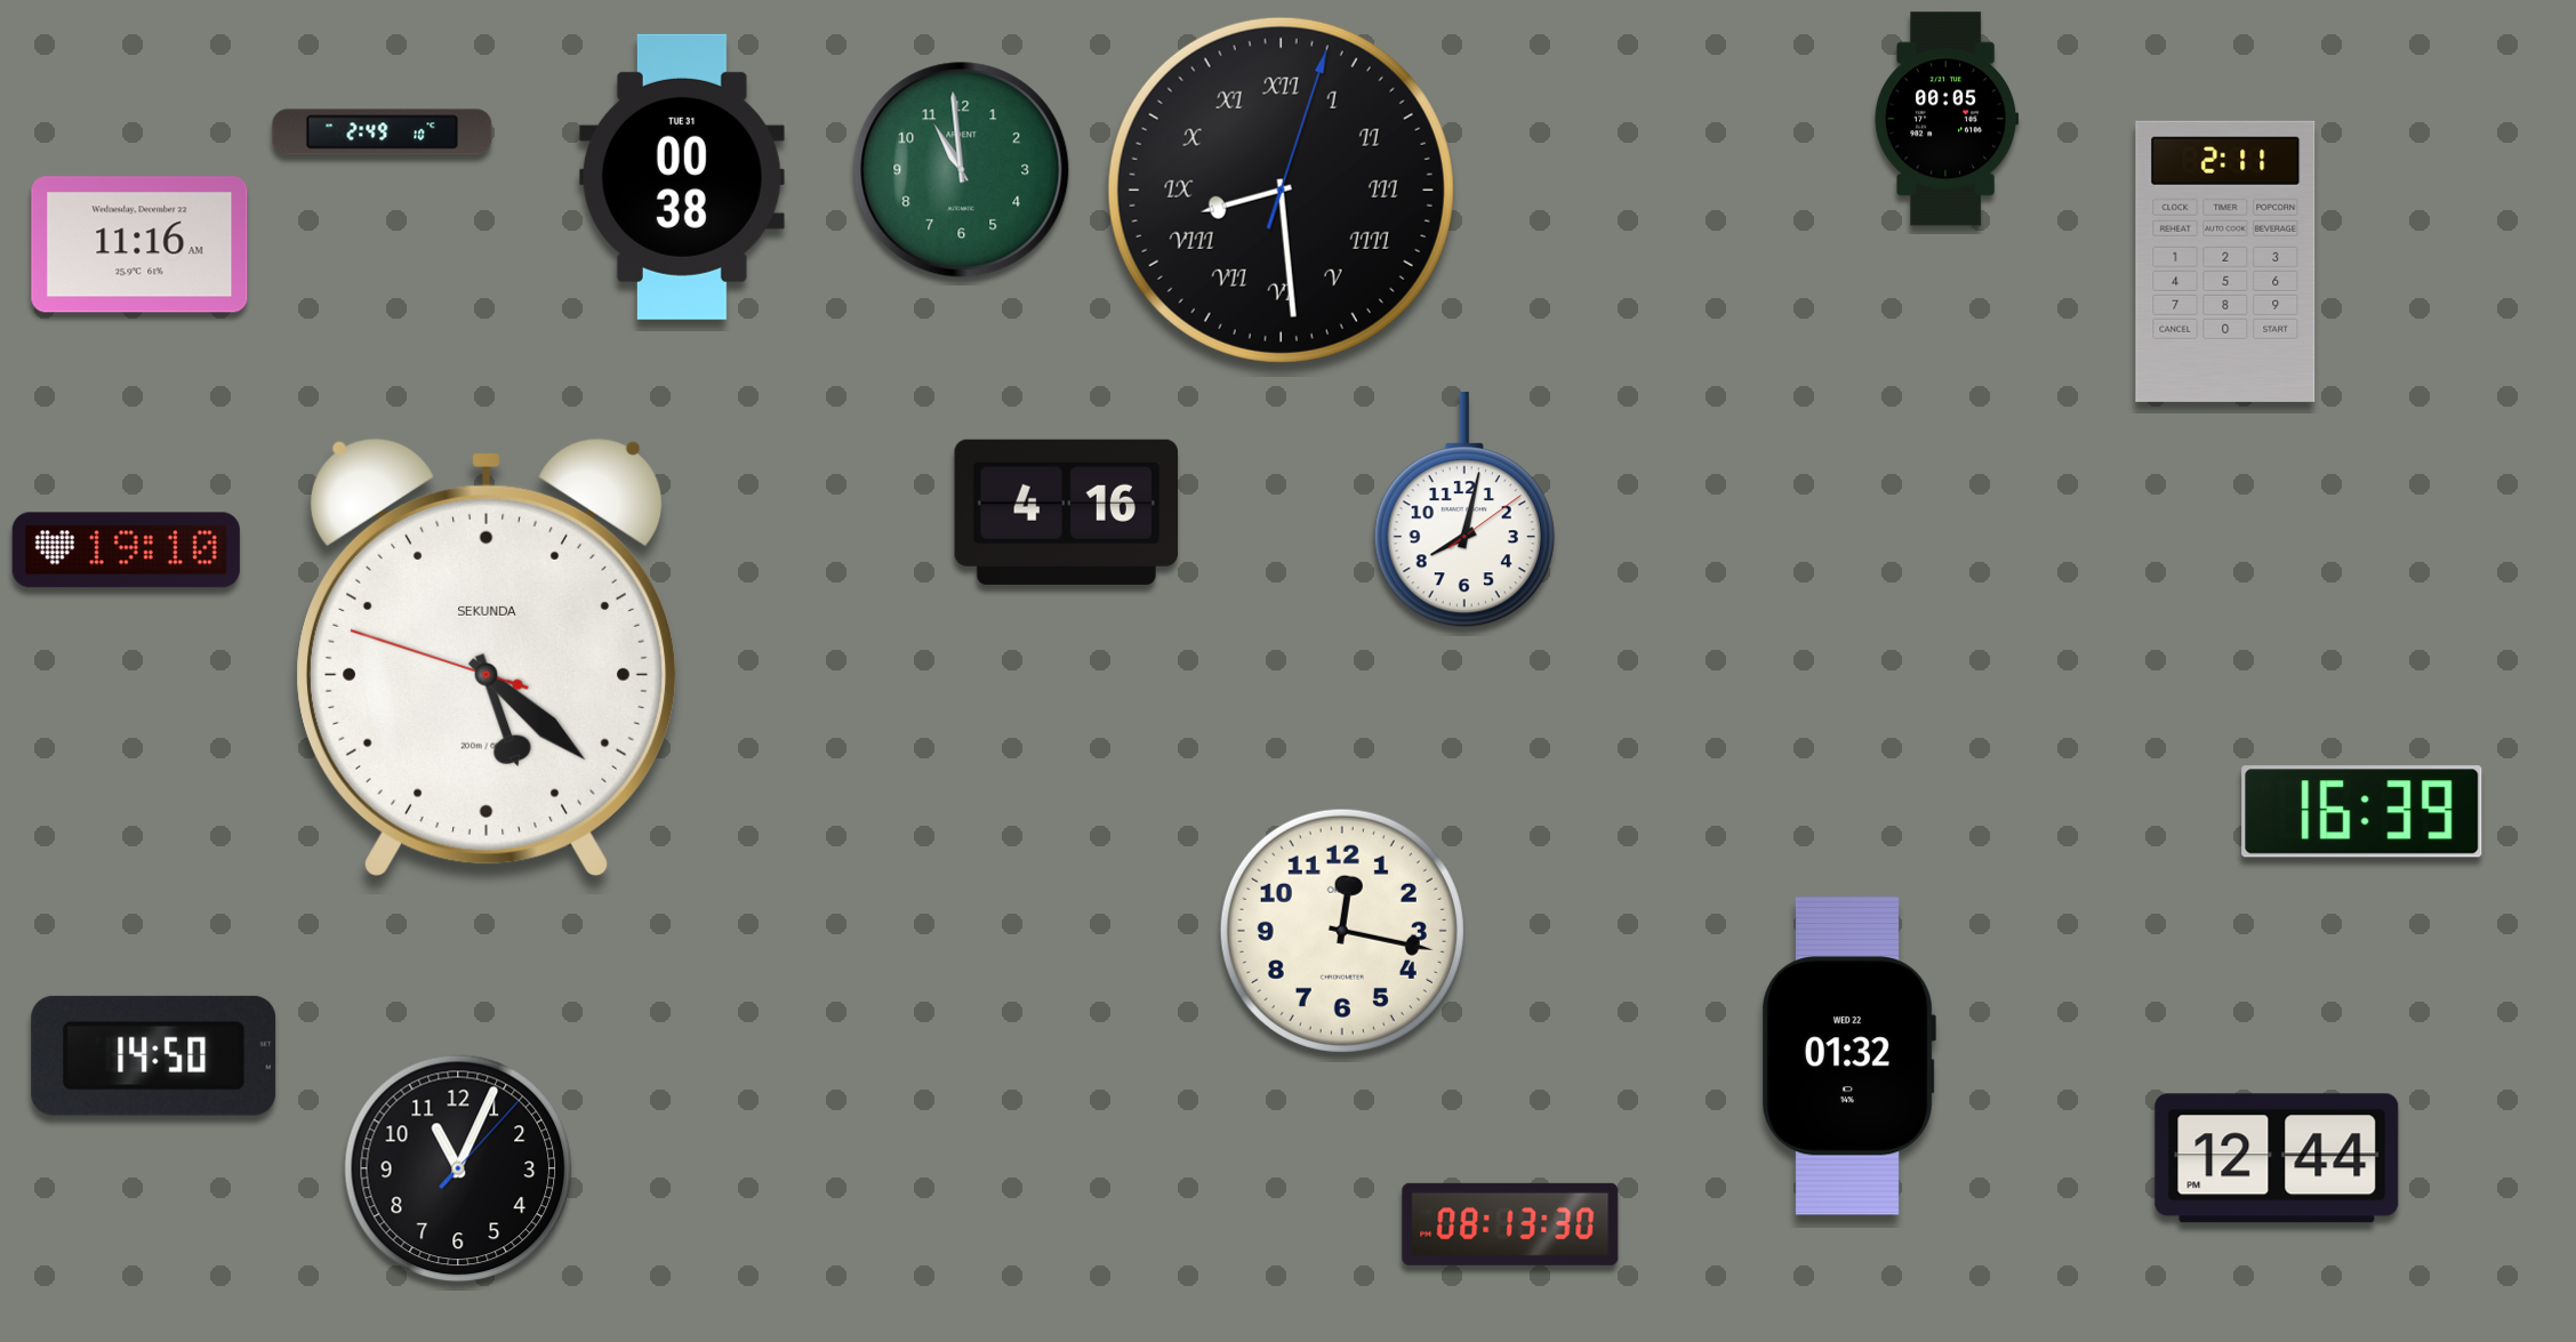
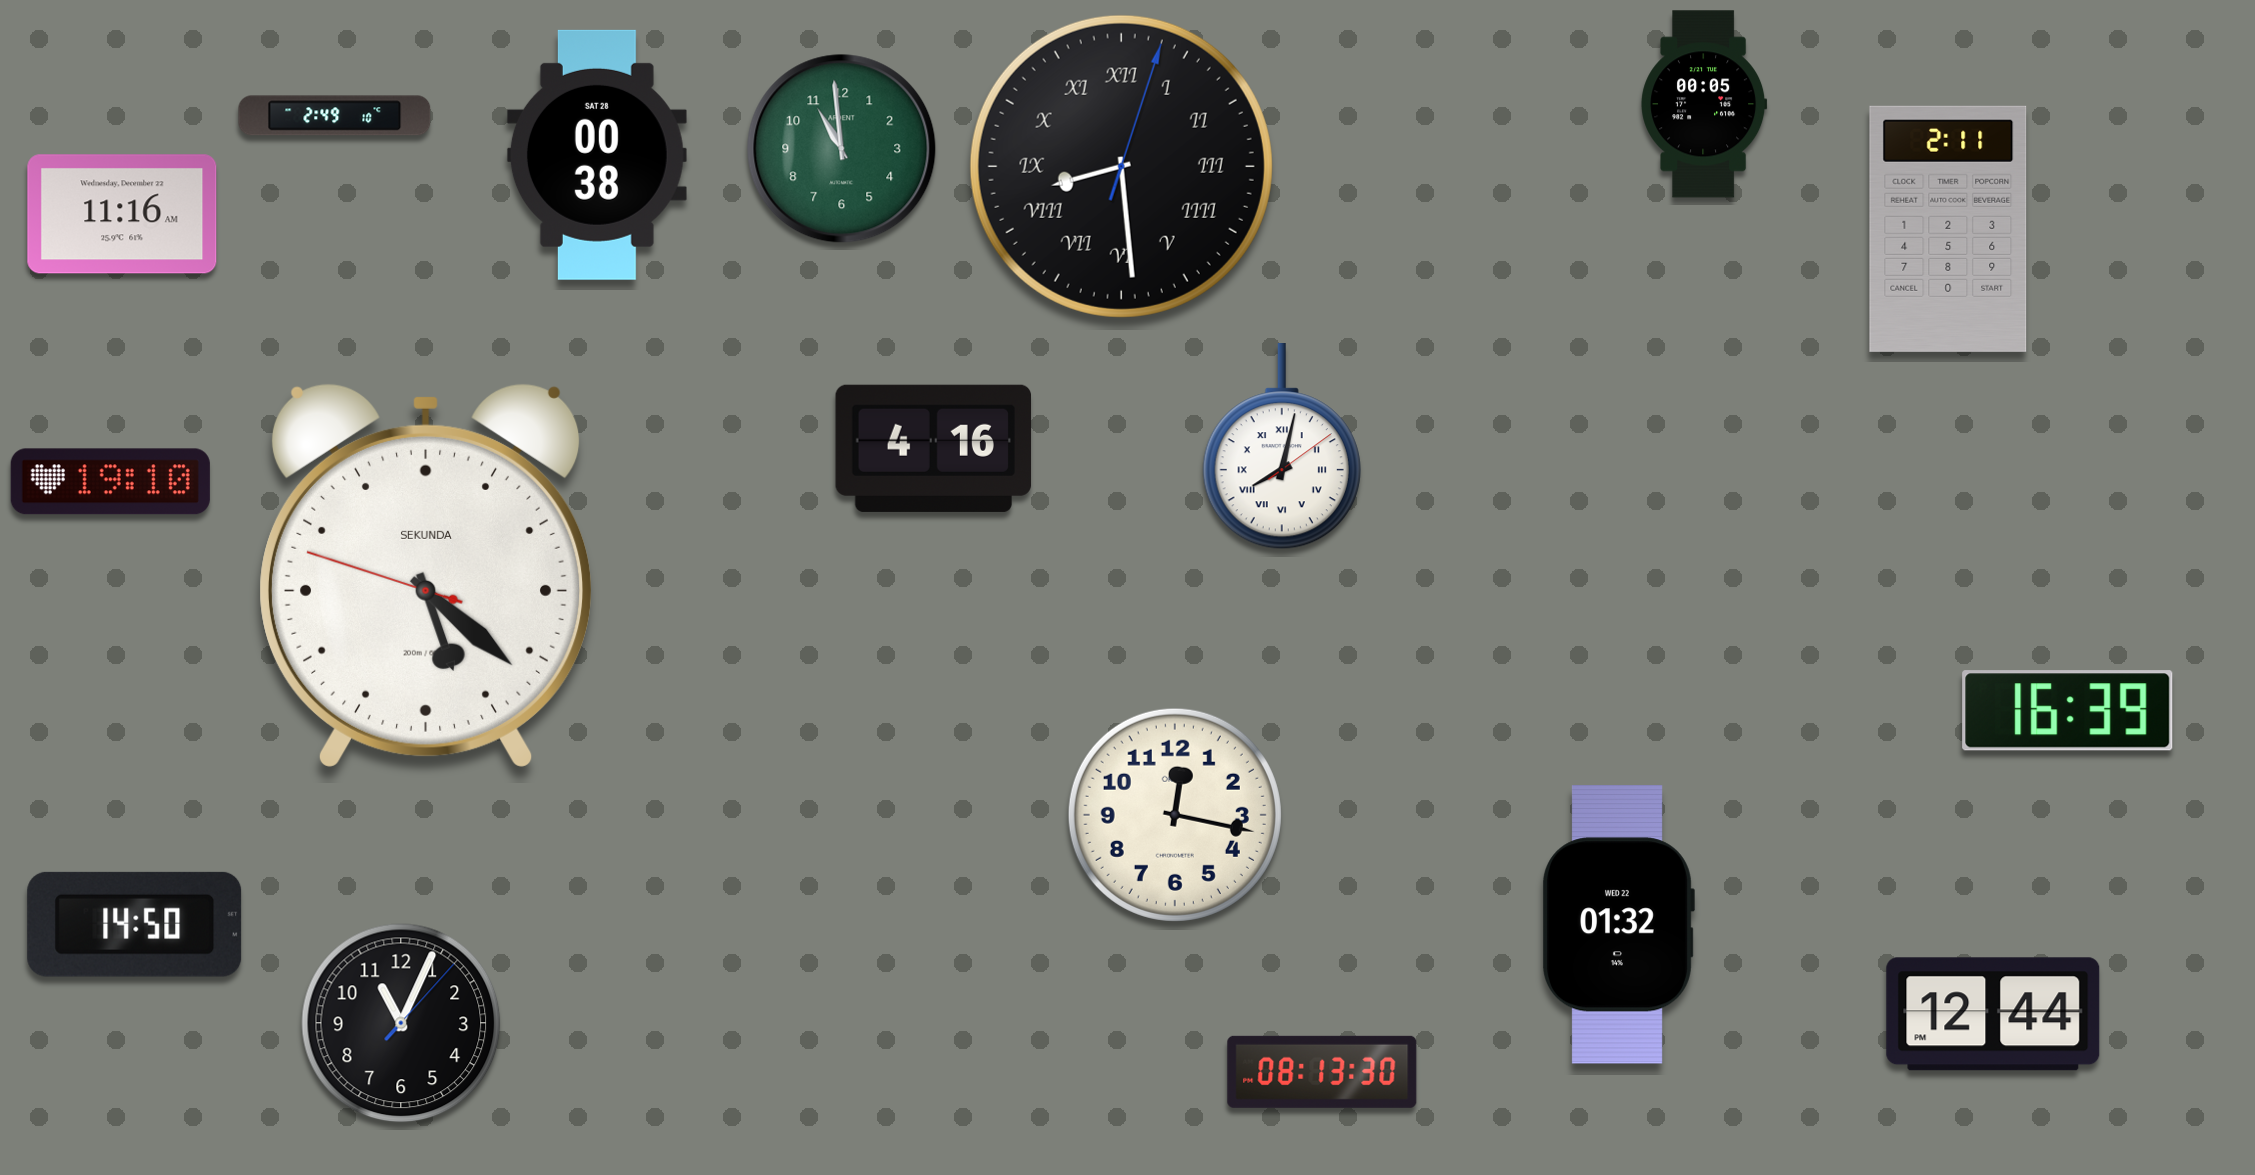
clock at (682, 177) date: TUE 31 -> SAT 28
clock at (1464, 511) numerals: Arabic -> Roman
